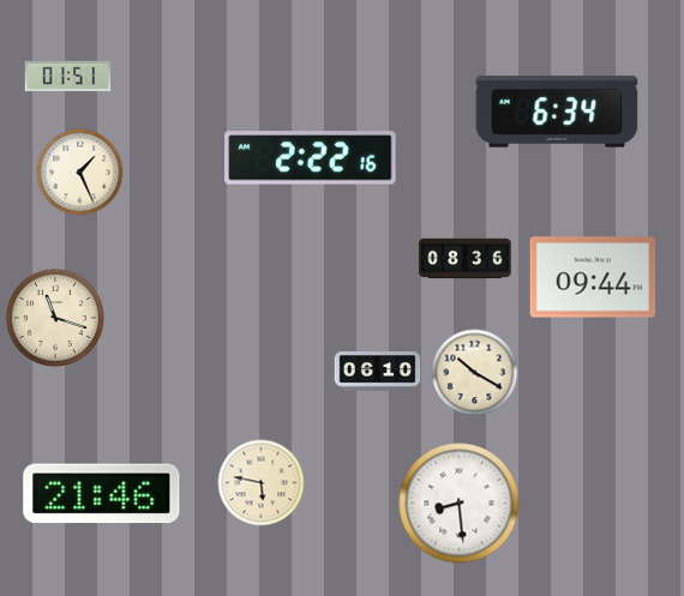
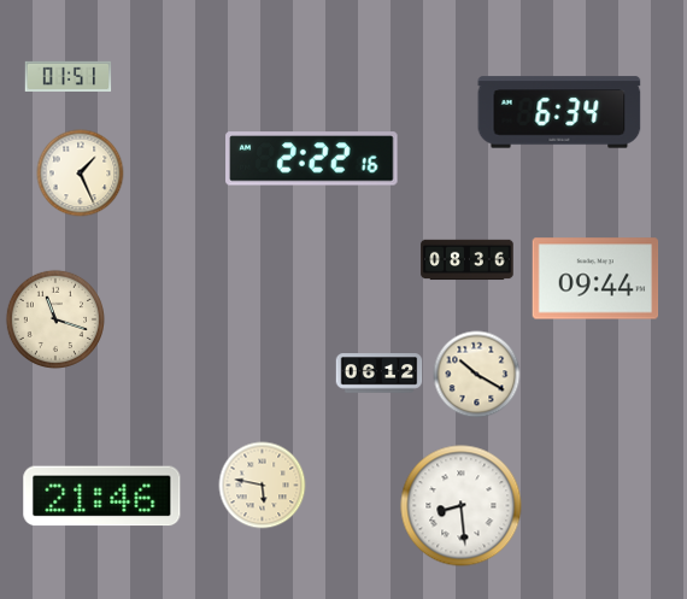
clock at (378, 372): 06:10 -> 06:12
